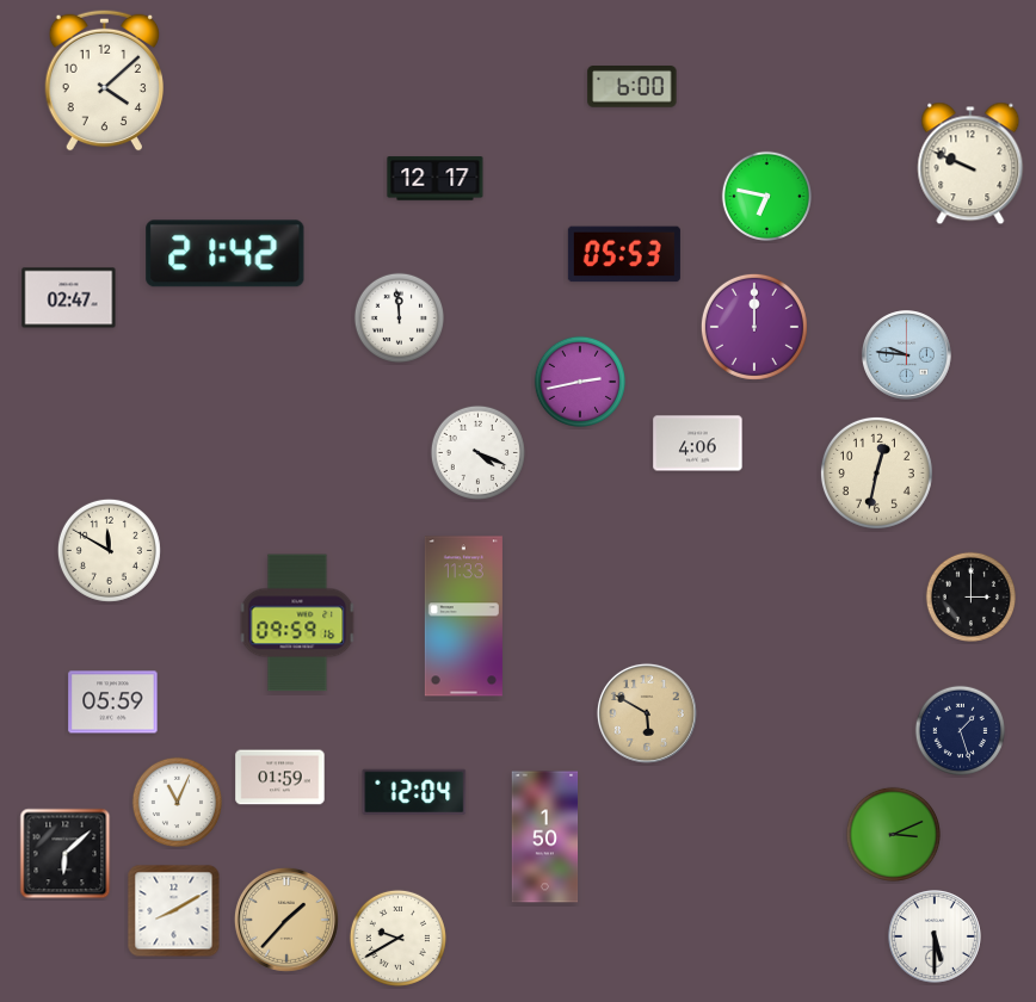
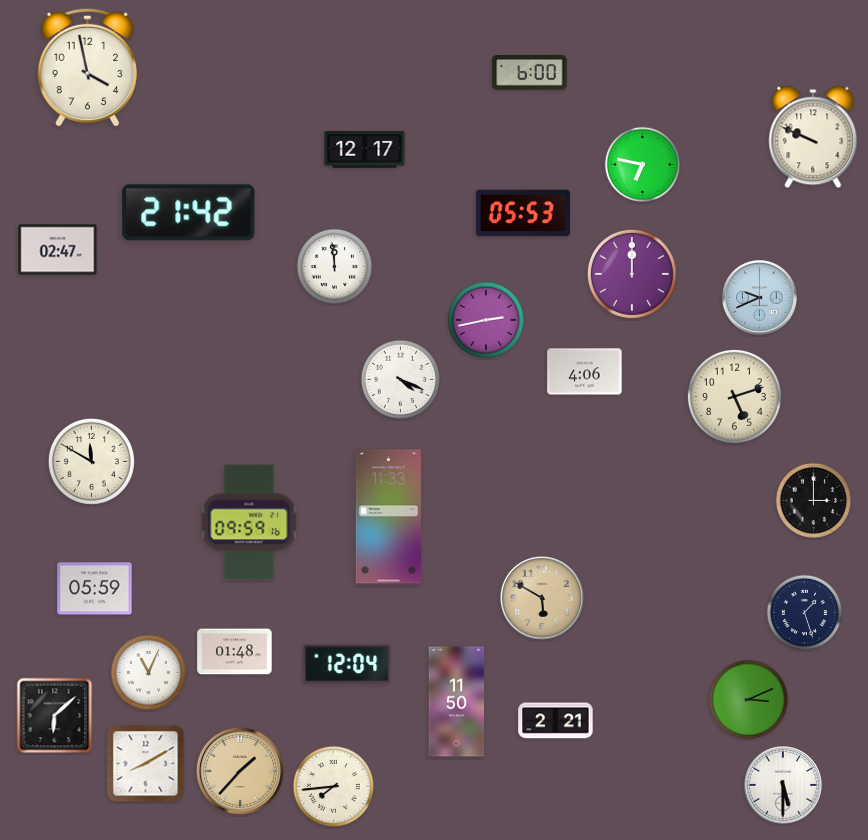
clock at (104, 80): 4:08 -> 3:58
clock at (907, 355): 9:46 -> 9:41
clock at (876, 472): 12:32 -> 5:12
clock at (280, 778): 01:59 -> 01:48
clock at (545, 837): 1:50 -> 11:50
clock at (556, 721): none -> 2:21
clock at (397, 938): 9:40 -> 7:44
